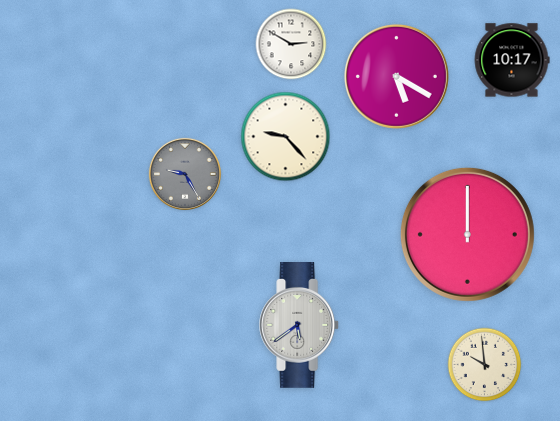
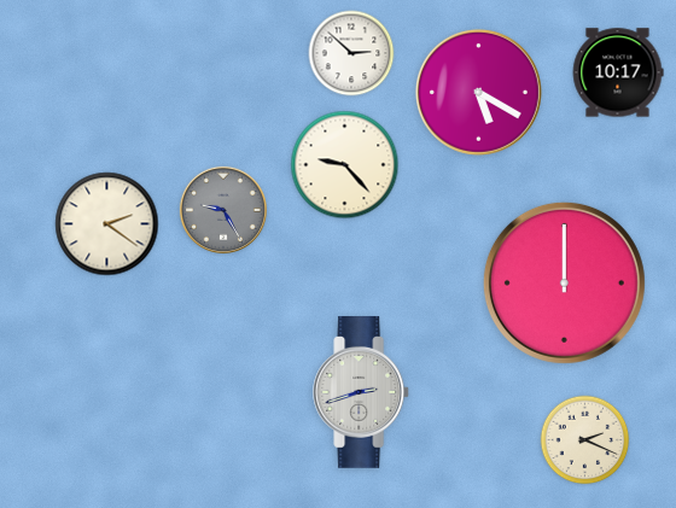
clock at (291, 44): 2:50 -> 2:52
clock at (107, 224): none -> 2:21
clock at (300, 326): 5:39 -> 2:42
clock at (485, 365): 9:59 -> 2:19
